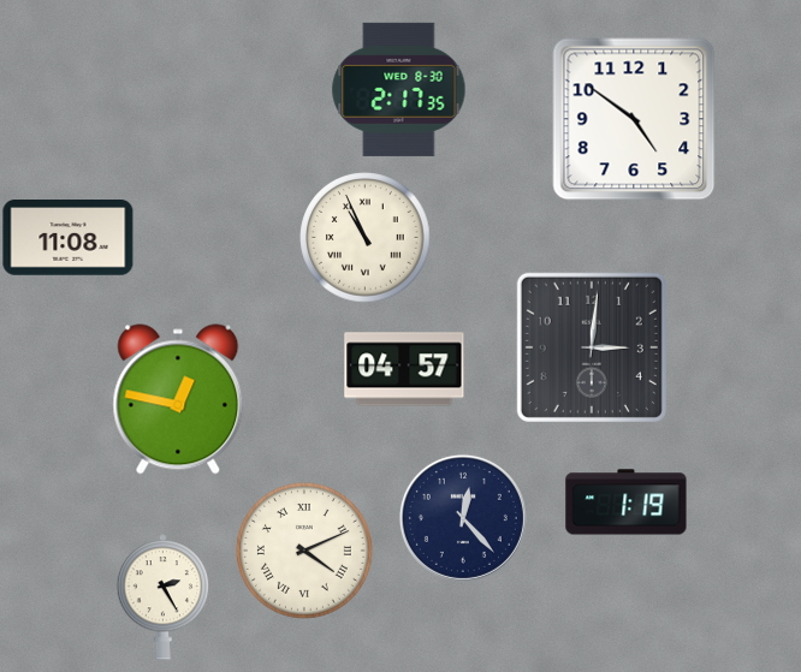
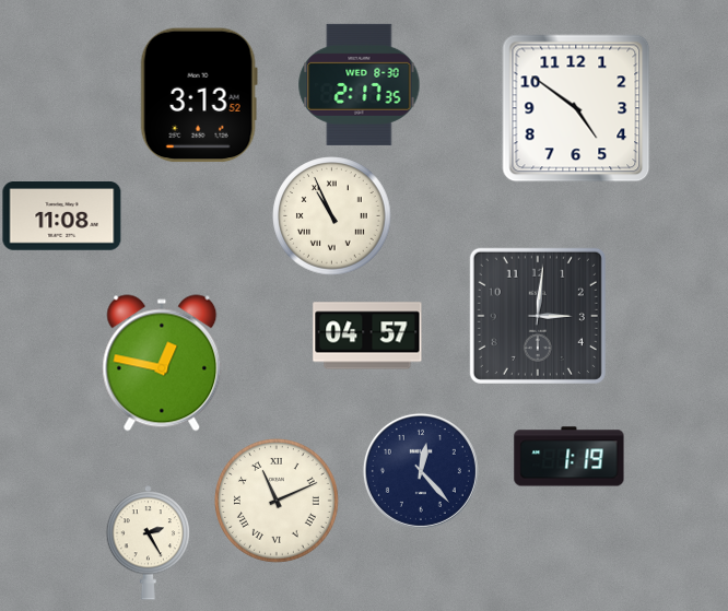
clock at (399, 89) position: (399, 89) -> (360, 84)
clock at (199, 95): none -> 3:13
clock at (304, 551): 4:11 -> 11:11
